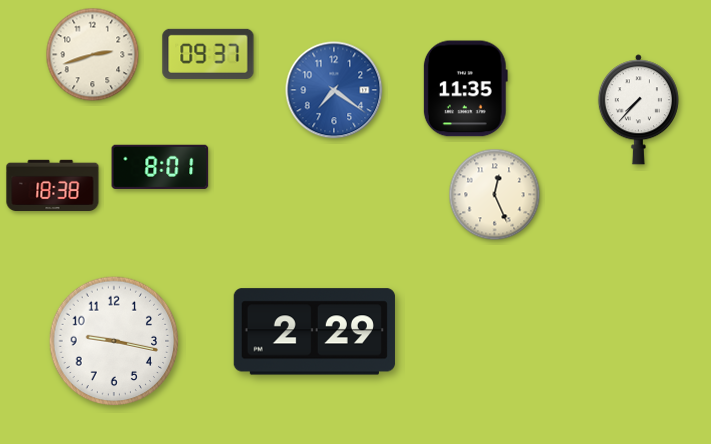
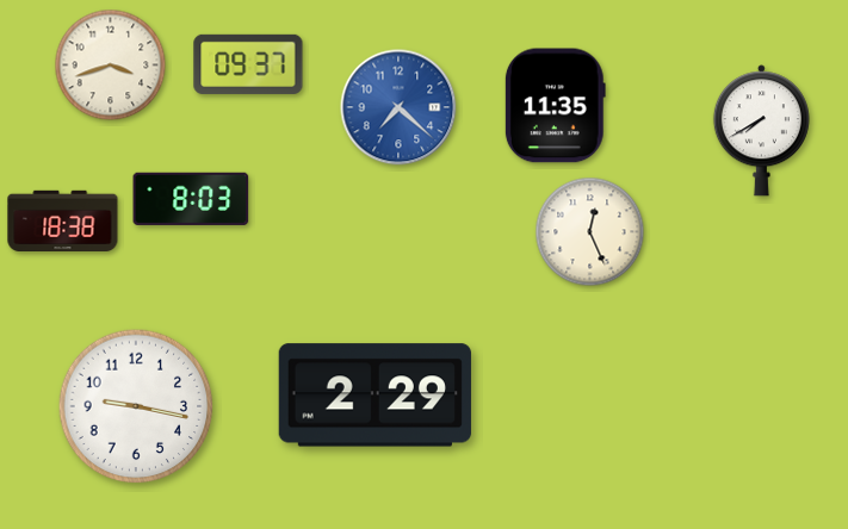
clock at (93, 55): 2:42 -> 3:42
clock at (334, 90): 7:21 -> 7:22
clock at (638, 110): 7:37 -> 7:40
clock at (160, 167): 8:01 -> 8:03
